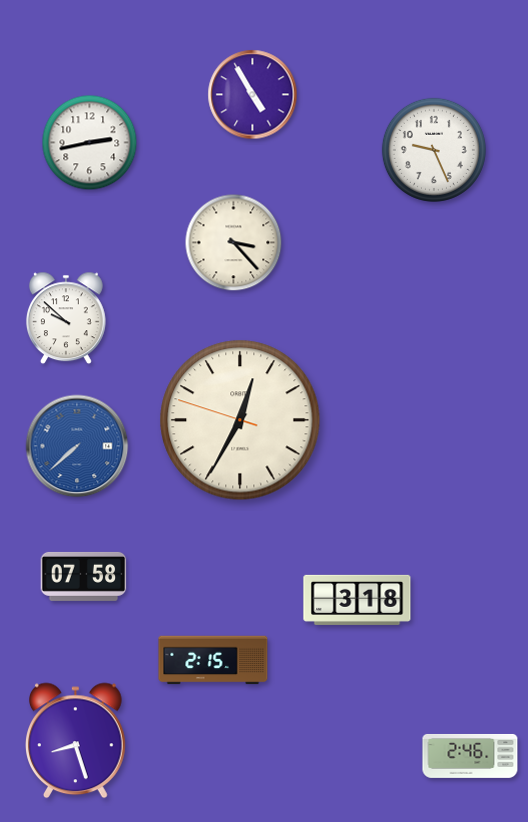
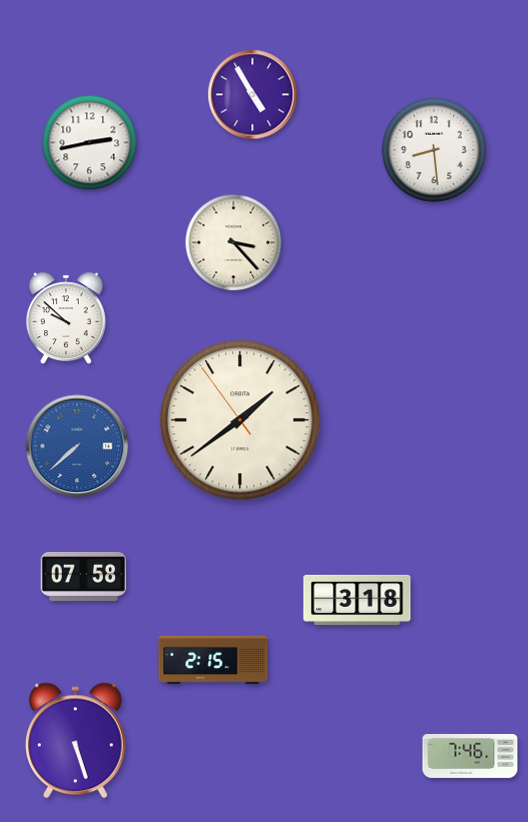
clock at (434, 150): 9:26 -> 8:29
clock at (240, 420): 12:34 -> 1:38
clock at (76, 741): 8:27 -> 5:27
clock at (470, 756): 2:46 -> 7:46
